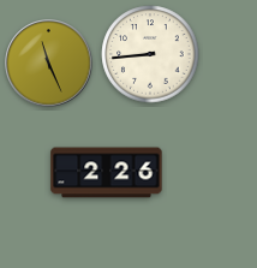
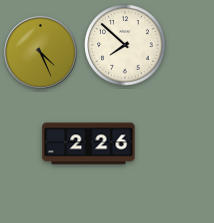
clock at (150, 54): 8:44 -> 7:52
clock at (49, 64): 11:26 -> 4:26
